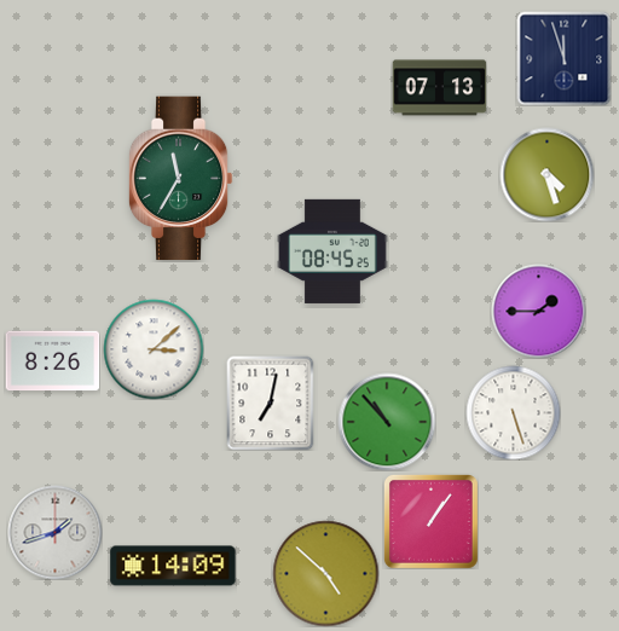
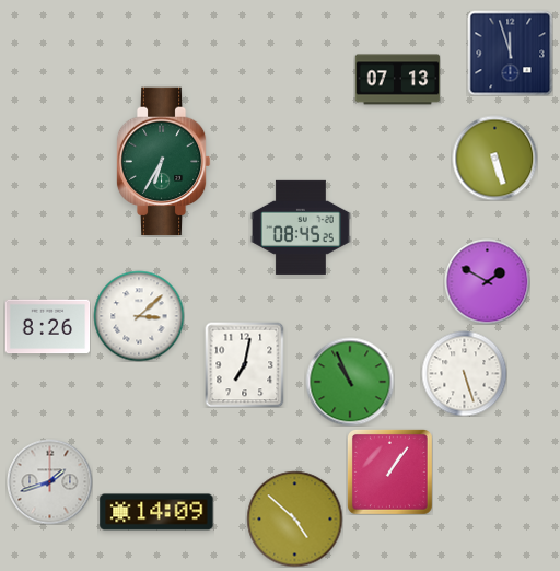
clock at (546, 174): 4:27 -> 5:27
clock at (180, 179): 11:35 -> 6:35
clock at (538, 311): 1:45 -> 1:50
clock at (387, 422): 10:53 -> 10:56
